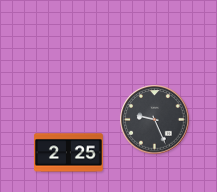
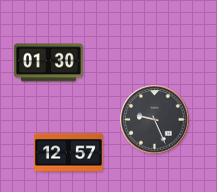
clock at (48, 63): none -> 01:30
clock at (68, 153): 2:25 -> 12:57
